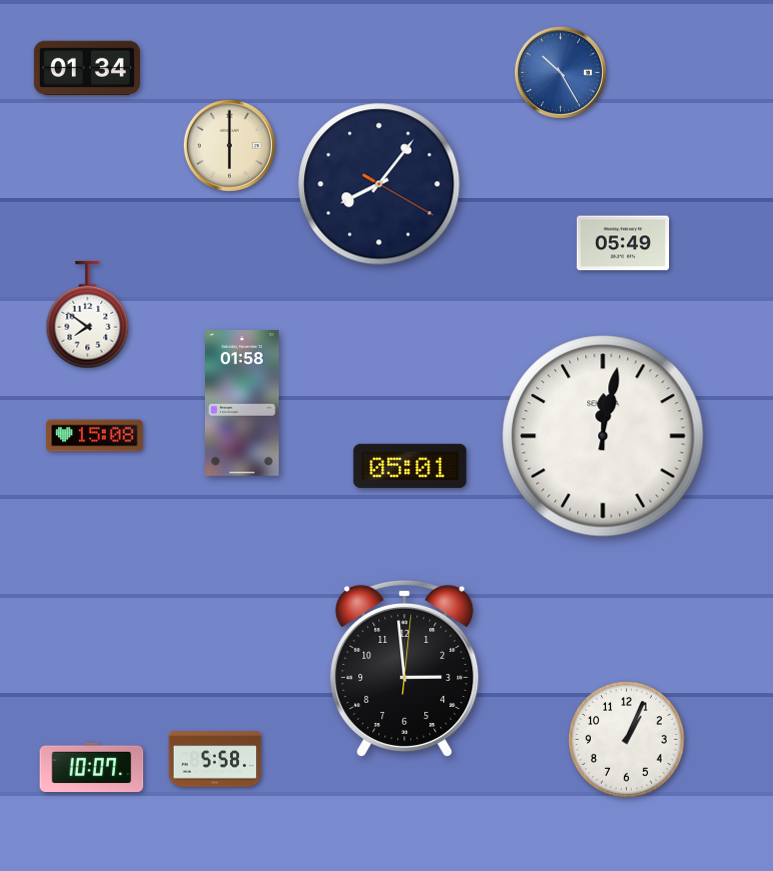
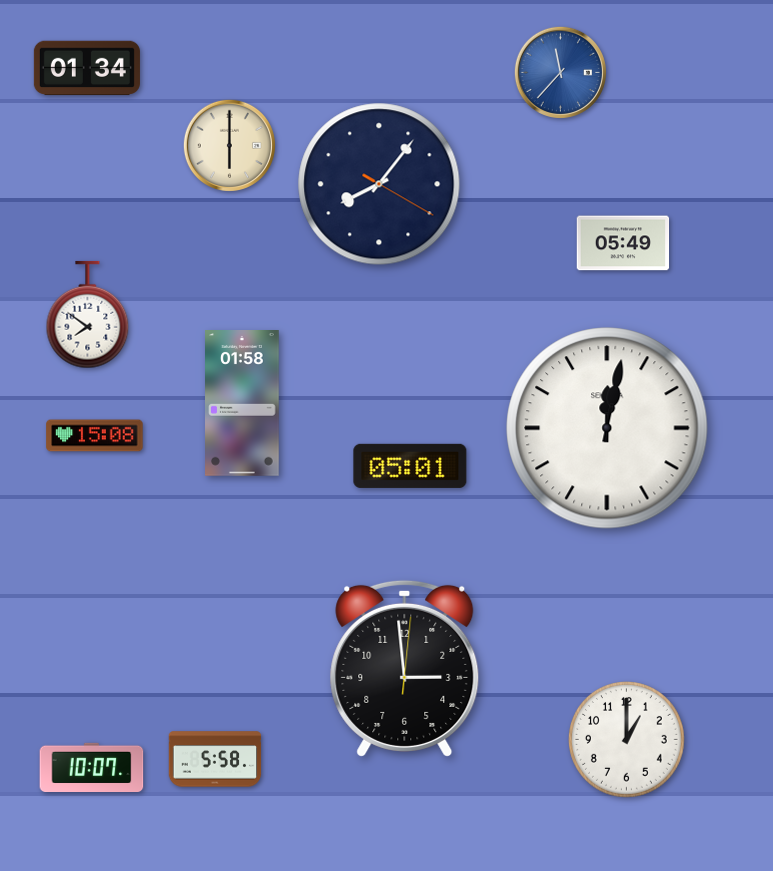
clock at (560, 72): 10:25 -> 11:37
clock at (603, 436) position: (603, 436) -> (607, 428)
clock at (627, 740): 1:04 -> 1:00
